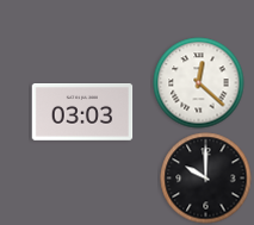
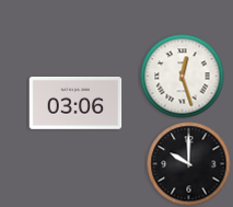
clock at (199, 83): 12:22 -> 12:27
clock at (82, 113): 03:03 -> 03:06
